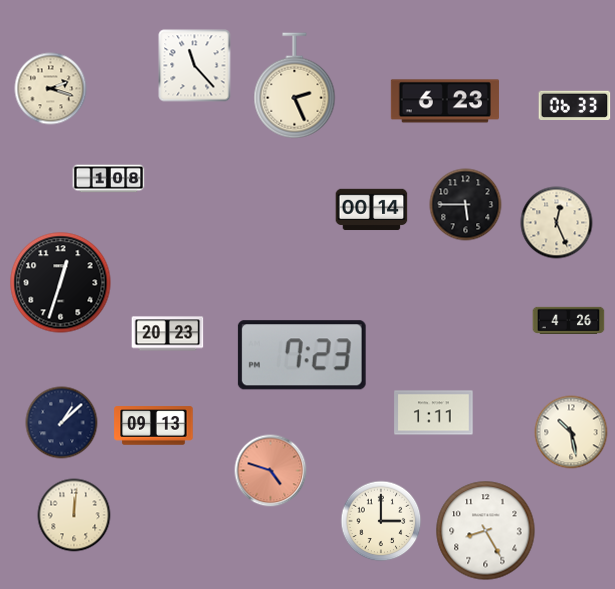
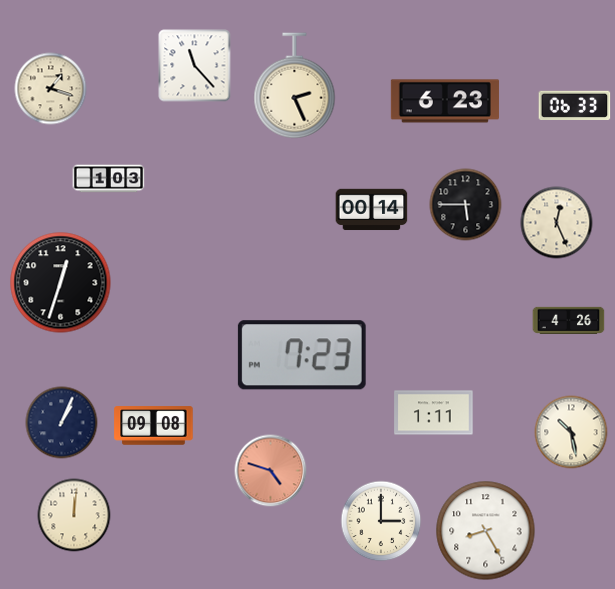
clock at (51, 89): 2:18 -> 1:18
clock at (109, 179): 1:08 -> 1:03
clock at (168, 334): 20:23 -> none
clock at (62, 423): 1:08 -> 1:04
clock at (154, 426): 09:13 -> 09:08
